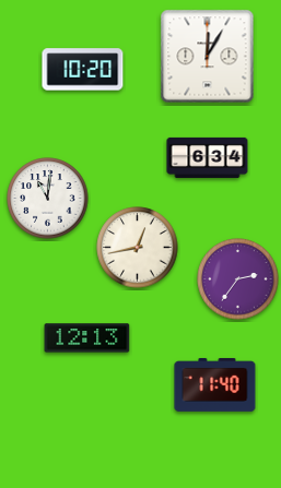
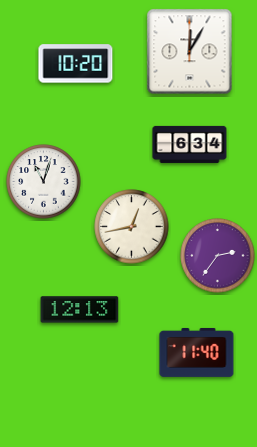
clock at (48, 199): 11:01 -> 11:03
clock at (138, 248) position: (138, 248) -> (132, 227)
